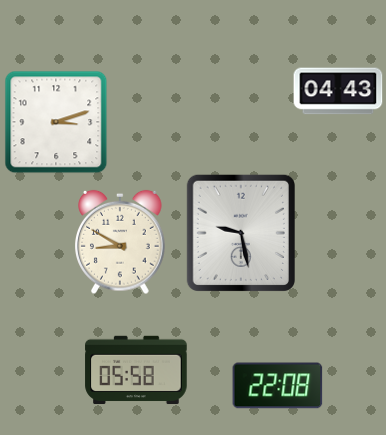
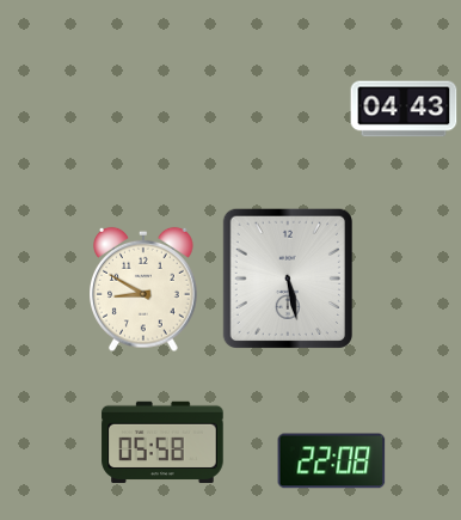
clock at (56, 122): 3:12 -> none
clock at (241, 233): 9:28 -> 5:28
